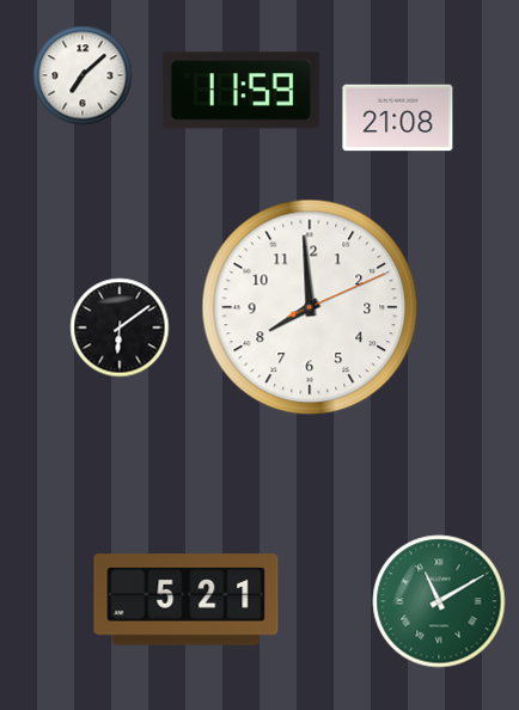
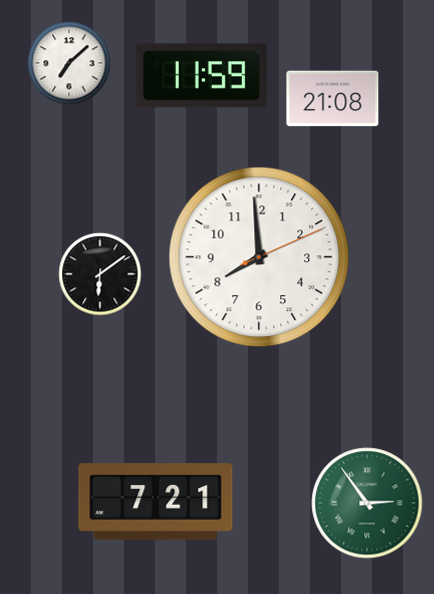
clock at (187, 600): 5:21 -> 7:21
clock at (439, 601): 11:10 -> 2:54
